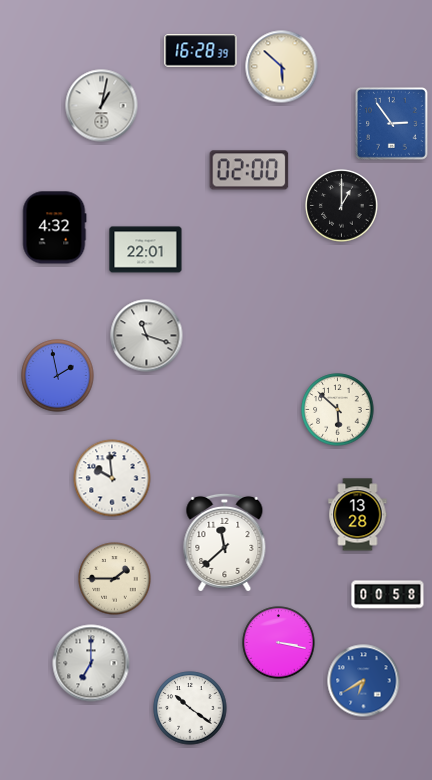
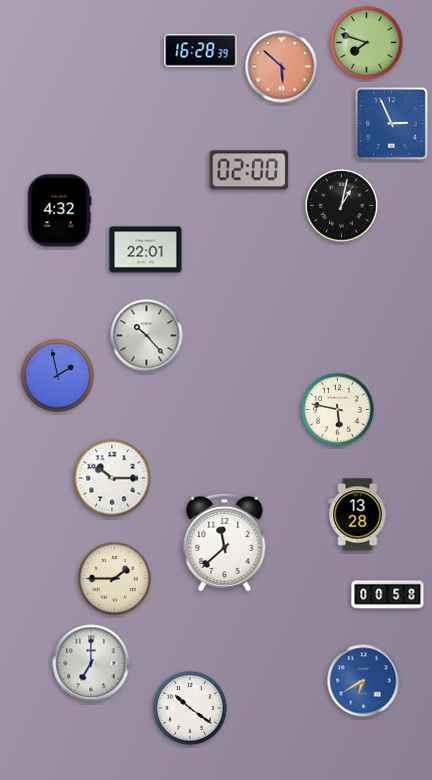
clock at (367, 43): none -> 7:48
clock at (282, 67) dial: cream -> salmon
clock at (102, 106): 1:02 -> none
clock at (392, 124): 2:54 -> 2:56
clock at (342, 206): 1:00 -> 1:02
clock at (54, 228) position: (54, 228) -> (59, 211)
clock at (147, 336): 11:18 -> 10:23
clock at (338, 410): 5:52 -> 5:47
clock at (112, 478): 9:59 -> 10:15
clock at (279, 643): 3:17 -> none
